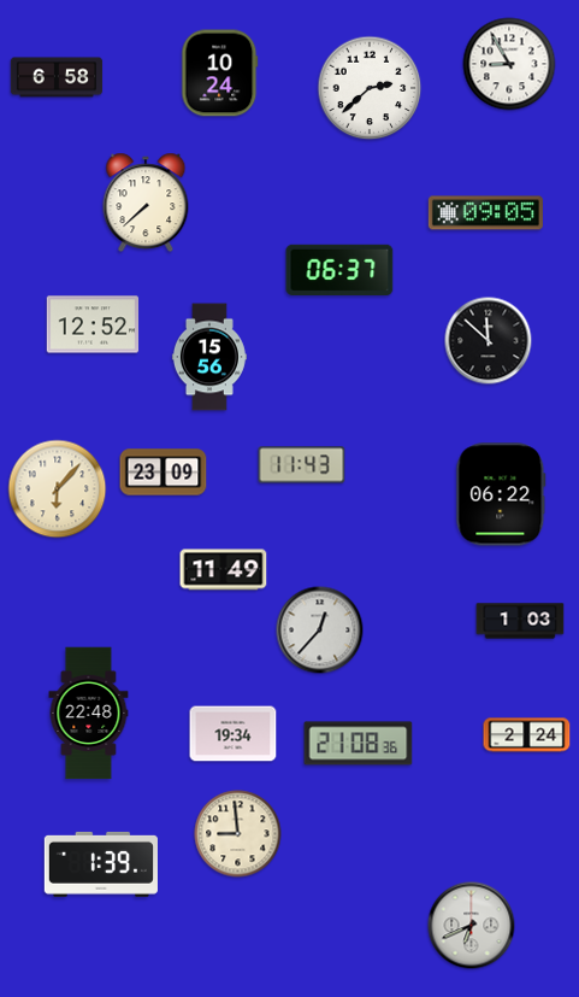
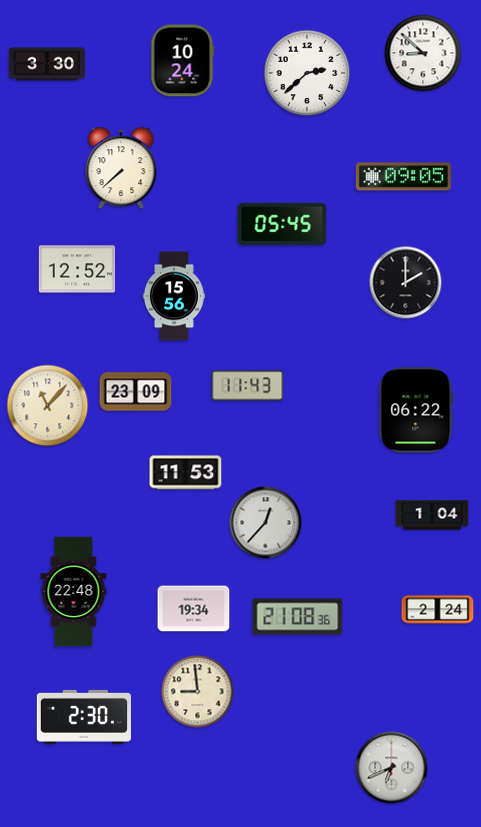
clock at (509, 64): 8:55 -> 8:52
clock at (57, 77): 6:58 -> 3:30
clock at (339, 269): 06:37 -> 05:45
clock at (489, 341): 11:52 -> 2:00
clock at (302, 465) position: (302, 465) -> (248, 386)
clock at (58, 489): 6:07 -> 11:07
clock at (224, 570): 11:49 -> 11:53
clock at (520, 621): 1:03 -> 1:04
clock at (101, 864): 1:39 -> 2:30
